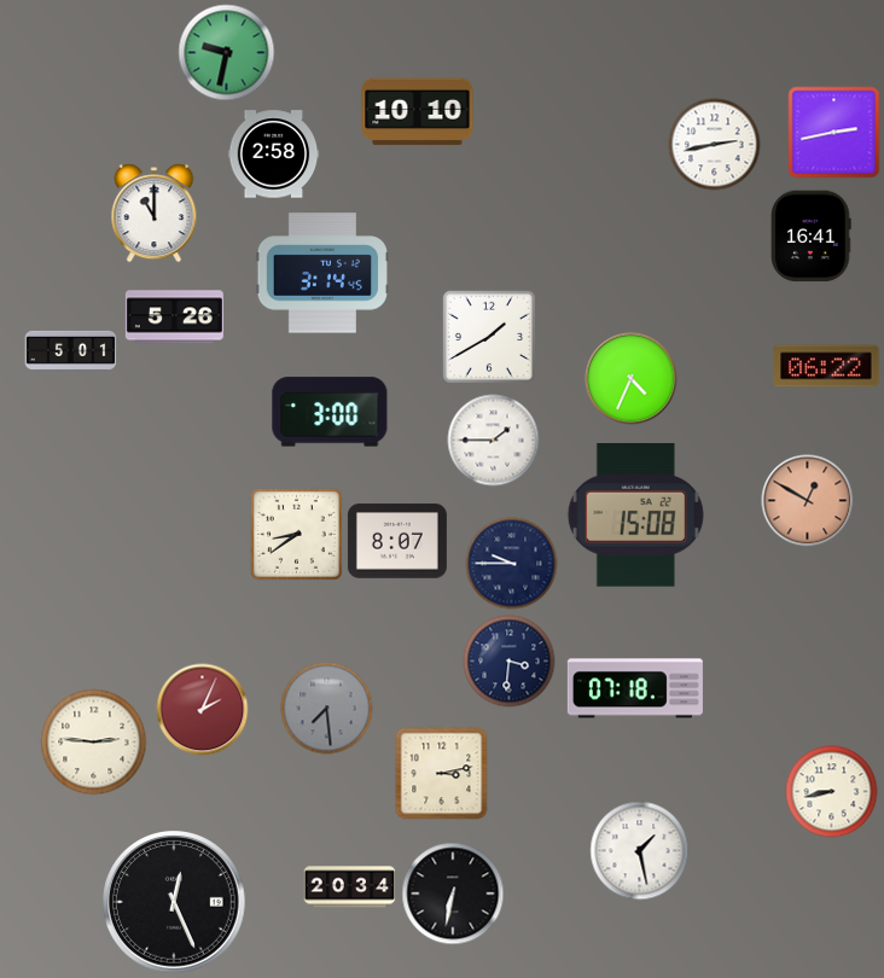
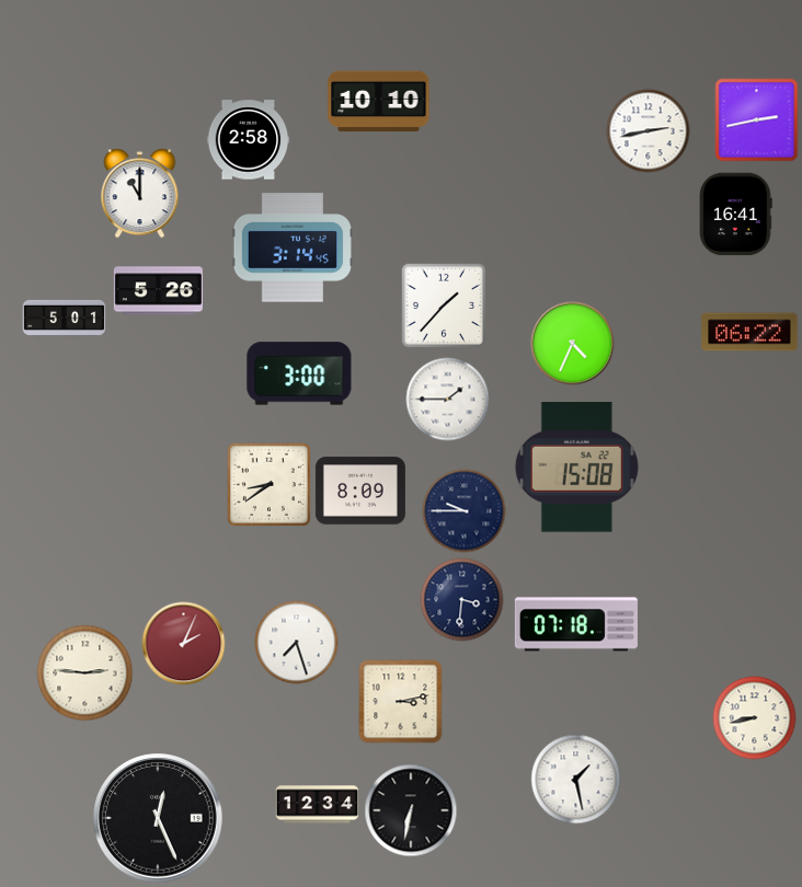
clock at (227, 53): 9:32 -> none
clock at (174, 318) position: (174, 318) -> (158, 291)
clock at (488, 336): 1:40 -> 1:37
clock at (808, 501): 12:50 -> none
clock at (397, 541): 8:07 -> 8:09
clock at (327, 709): 7:29 -> 7:27
clock at (327, 709) dial: grey -> white
clock at (640, 851) position: (640, 851) -> (576, 780)
clock at (350, 887): 20:34 -> 12:34
